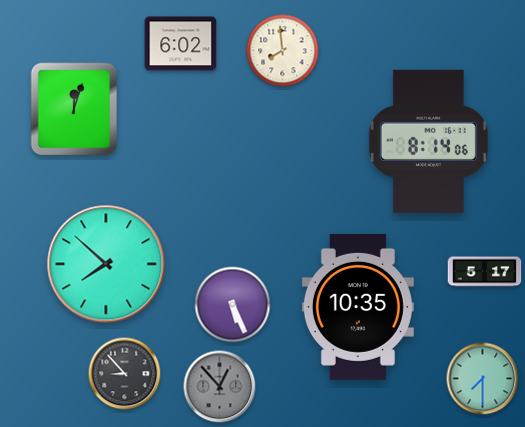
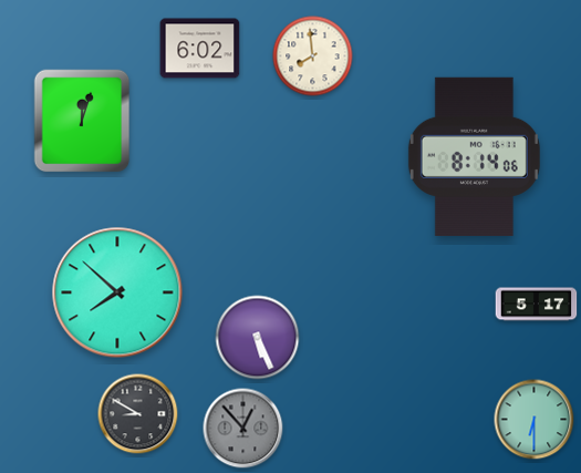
clock at (485, 272) position: (485, 272) -> (537, 305)
clock at (358, 307): 10:35 -> none
clock at (125, 374): 8:53 -> 8:50
clock at (483, 379): 7:30 -> 6:30
